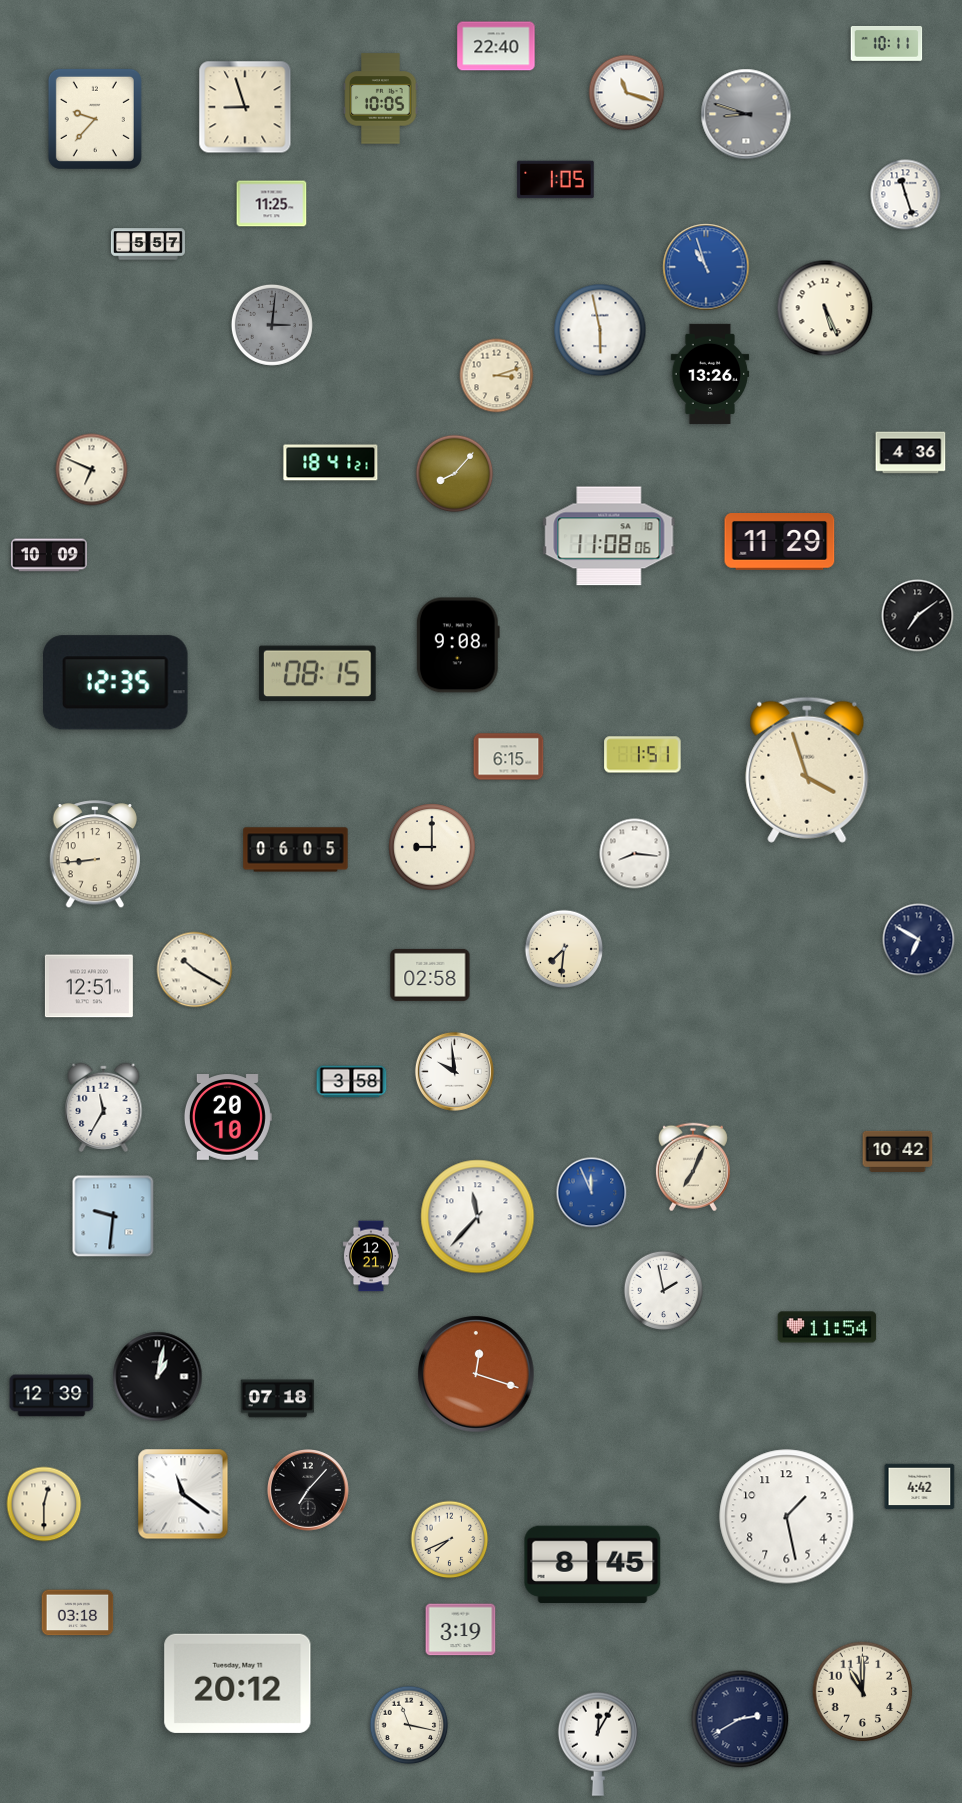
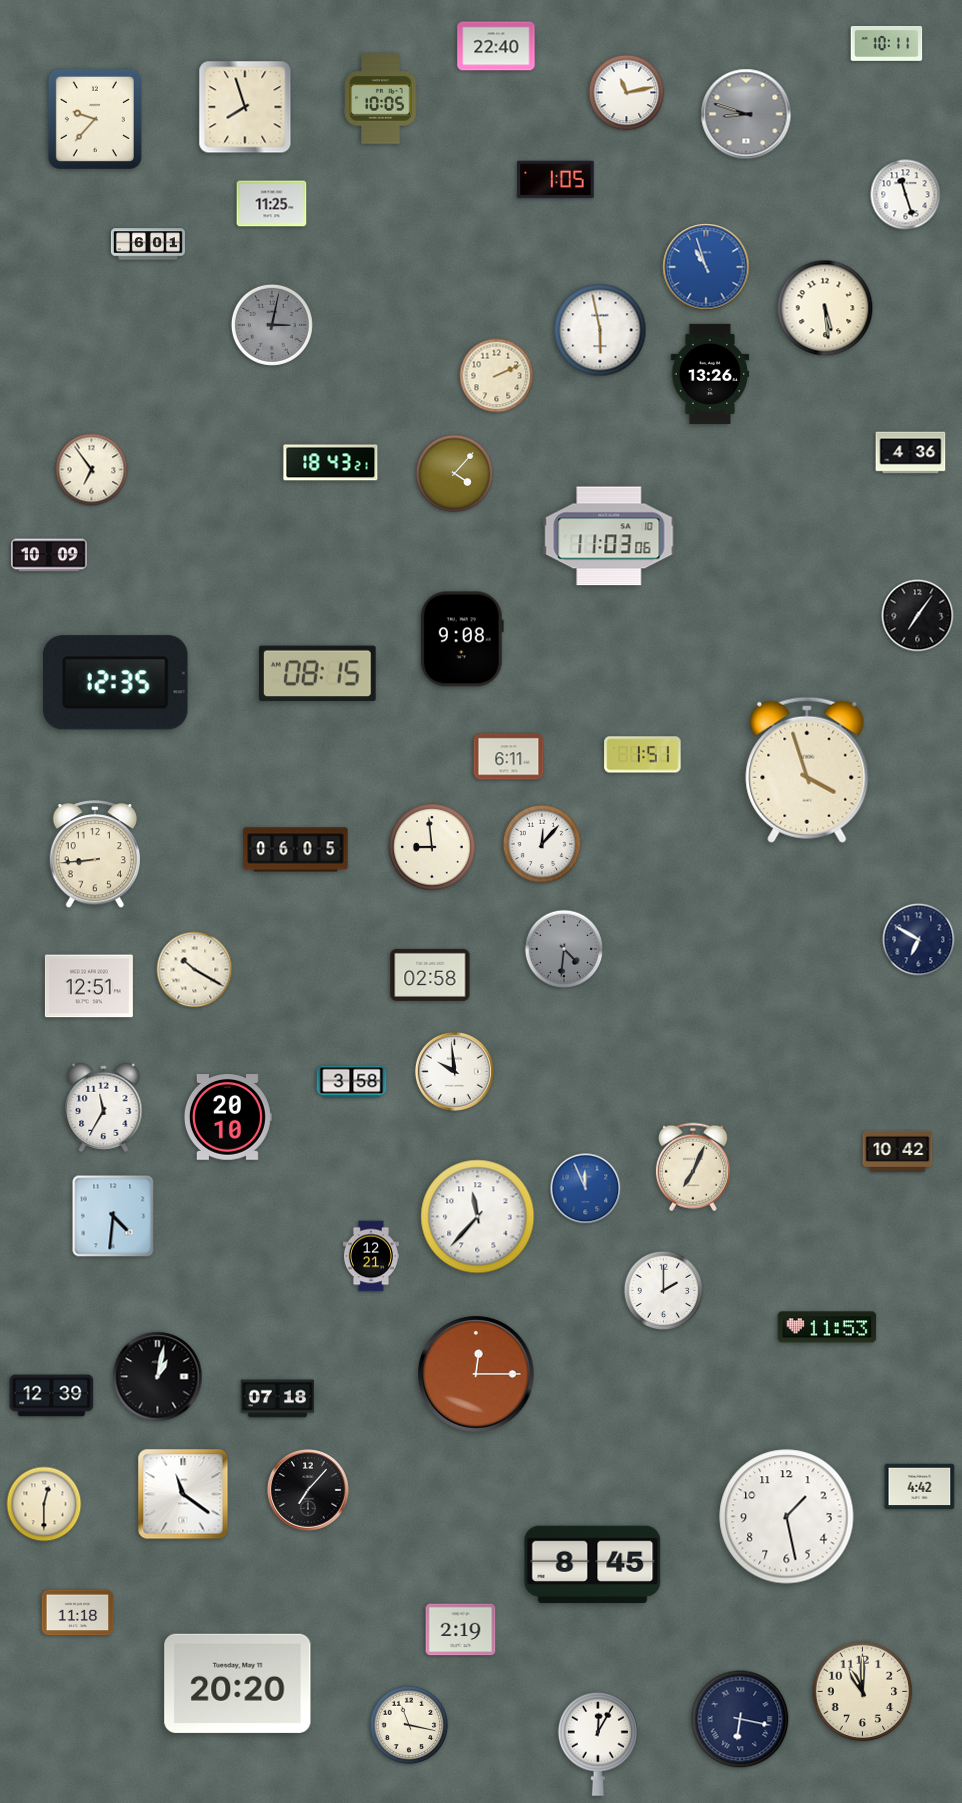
clock at (627, 93): 11:18 -> 11:13
clock at (245, 107): 8:57 -> 7:57
clock at (148, 244): 5:57 -> 6:01
clock at (825, 308): 5:26 -> 5:29
clock at (272, 325): 3:01 -> 3:02
clock at (497, 376): 3:12 -> 2:11
clock at (331, 463): 18:41 -> 18:43
clock at (92, 470): 6:49 -> 6:54
clock at (455, 474): 8:07 -> 4:07
clock at (609, 536): 11:08 -> 11:03
clock at (780, 542): 11:29 -> none
clock at (918, 616): 7:09 -> 7:06
clock at (458, 645) position: (458, 645) -> (462, 639)
clock at (509, 757): 6:15 -> 6:11
clock at (542, 844): none -> 12:07
clock at (432, 847): 9:00 -> 8:59
clock at (635, 854): 8:16 -> none
clock at (564, 949): 7:31 -> 4:31
clock at (564, 949) dial: cream -> grey
clock at (592, 1193) position: (592, 1193) -> (586, 1189)
clock at (113, 1216): 9:31 -> 4:31
clock at (664, 1291): 1:58 -> 2:00
clock at (827, 1327): 11:54 -> 11:53
clock at (476, 1374): 12:18 -> 12:15
clock at (450, 1540): 7:41 -> none
clock at (78, 1613): 03:18 -> 11:18
clock at (461, 1630): 3:19 -> 2:19
clock at (238, 1683): 20:12 -> 20:20
clock at (740, 1719): 2:40 -> 6:17
